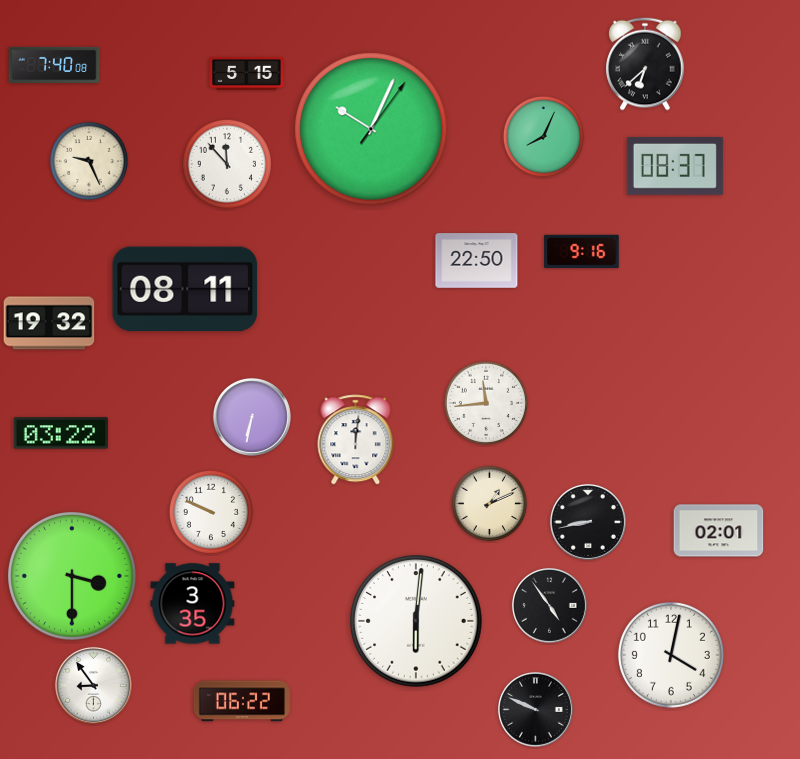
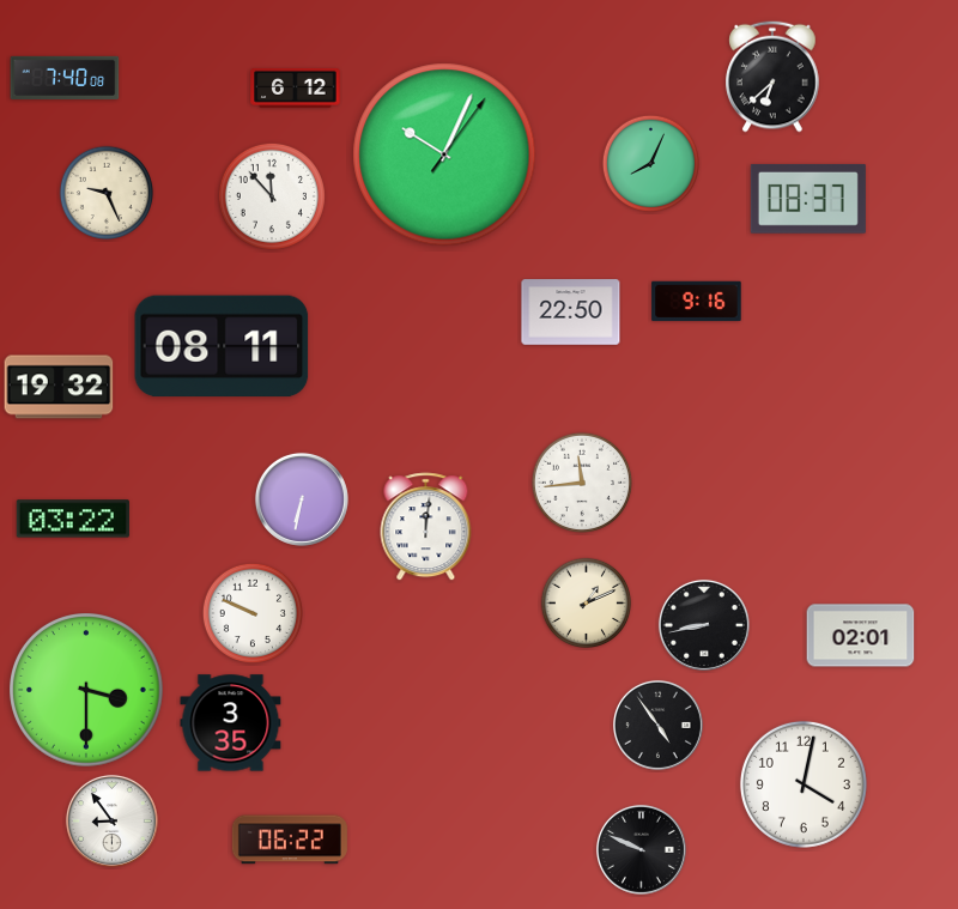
clock at (247, 73): 5:15 -> 6:12
clock at (416, 621): 6:01 -> none
